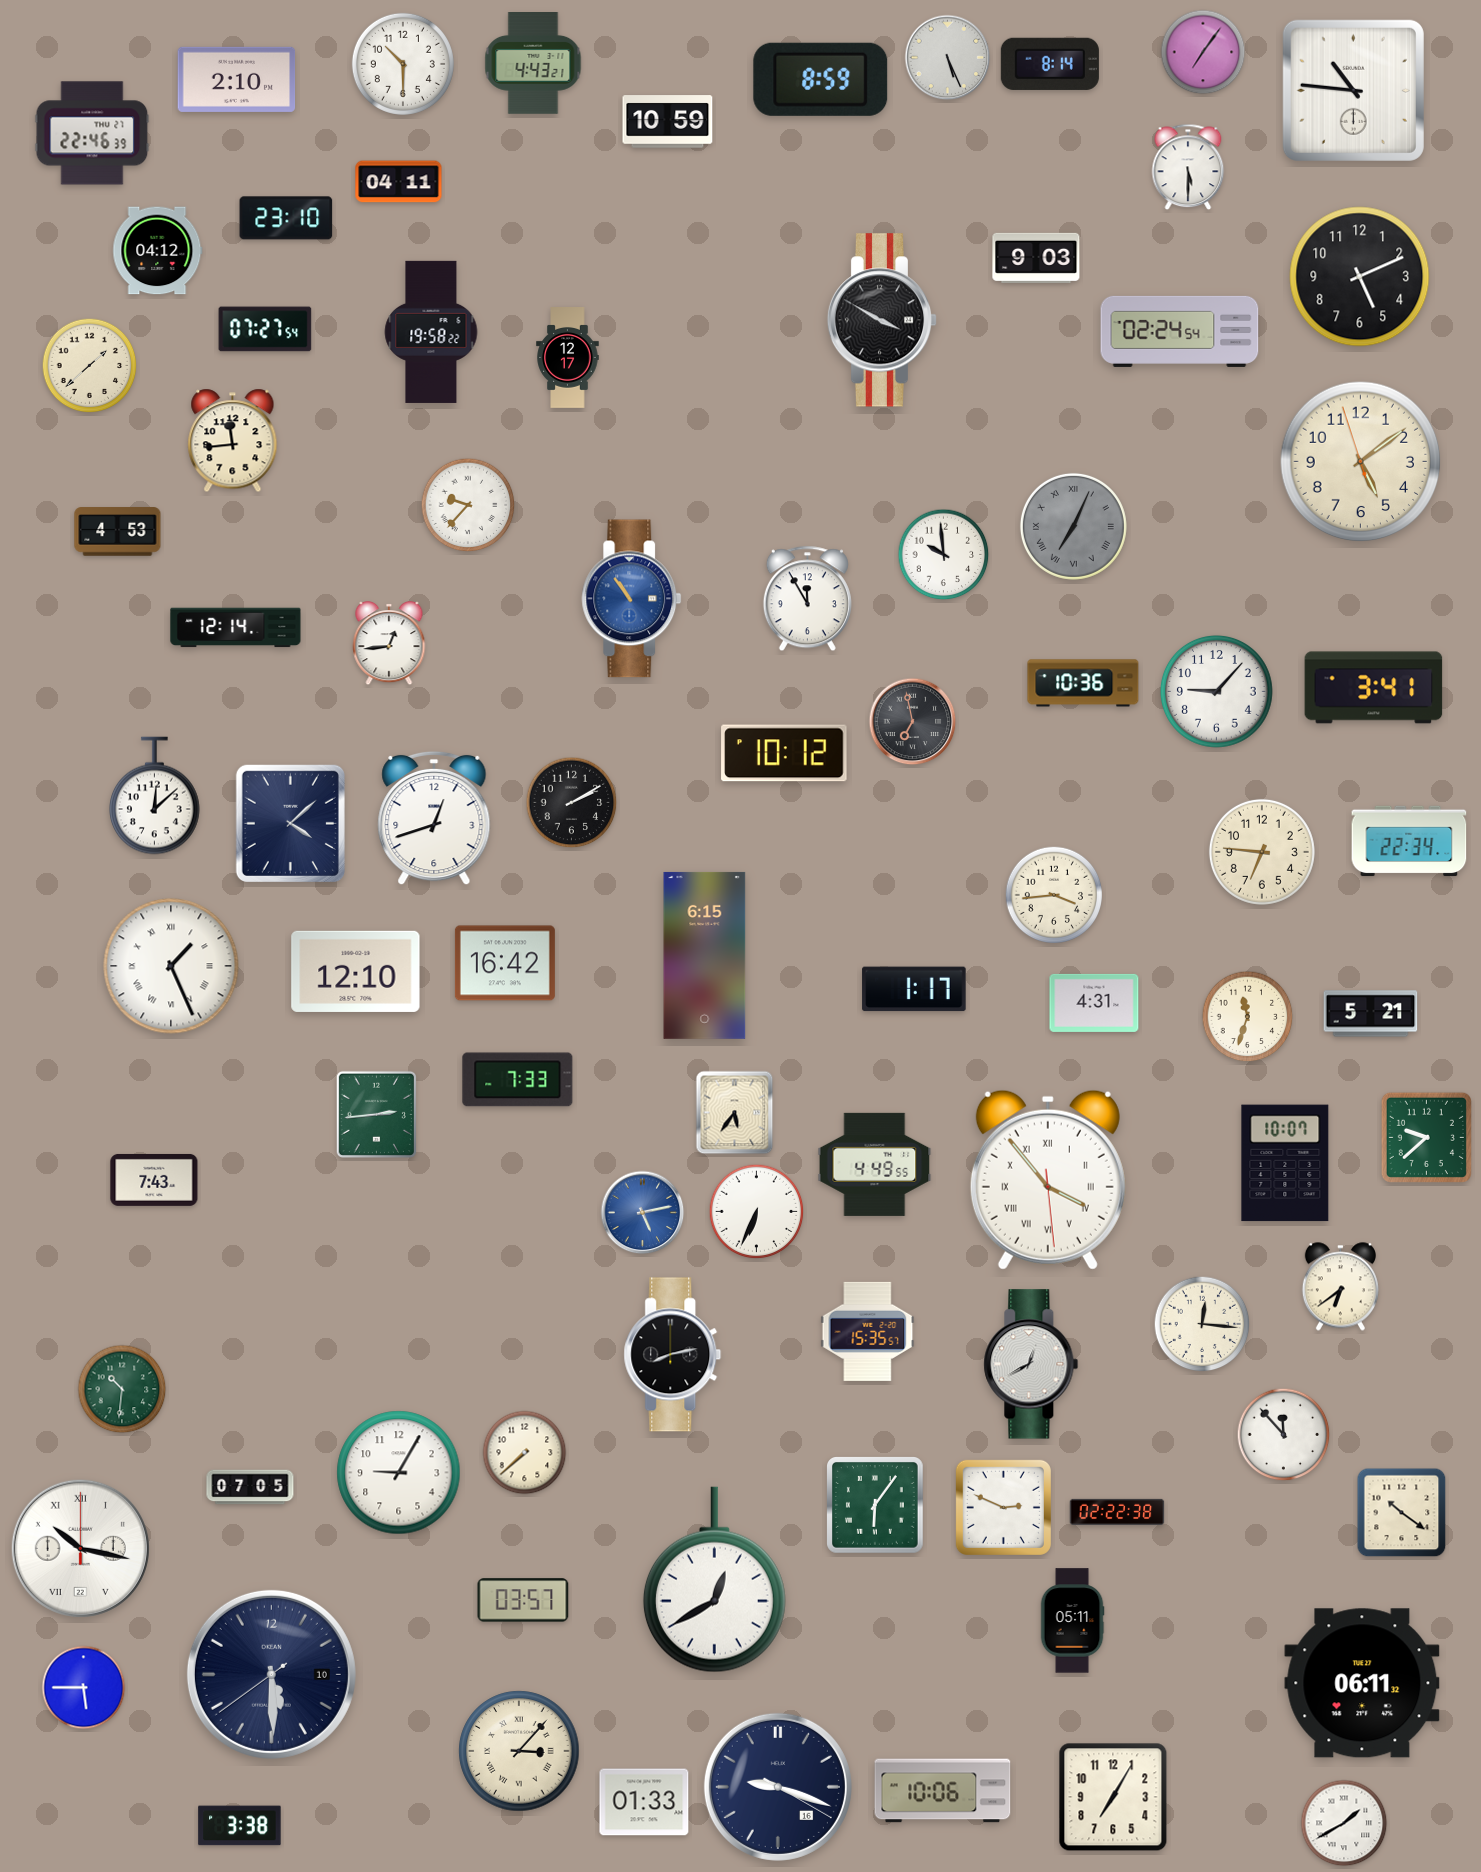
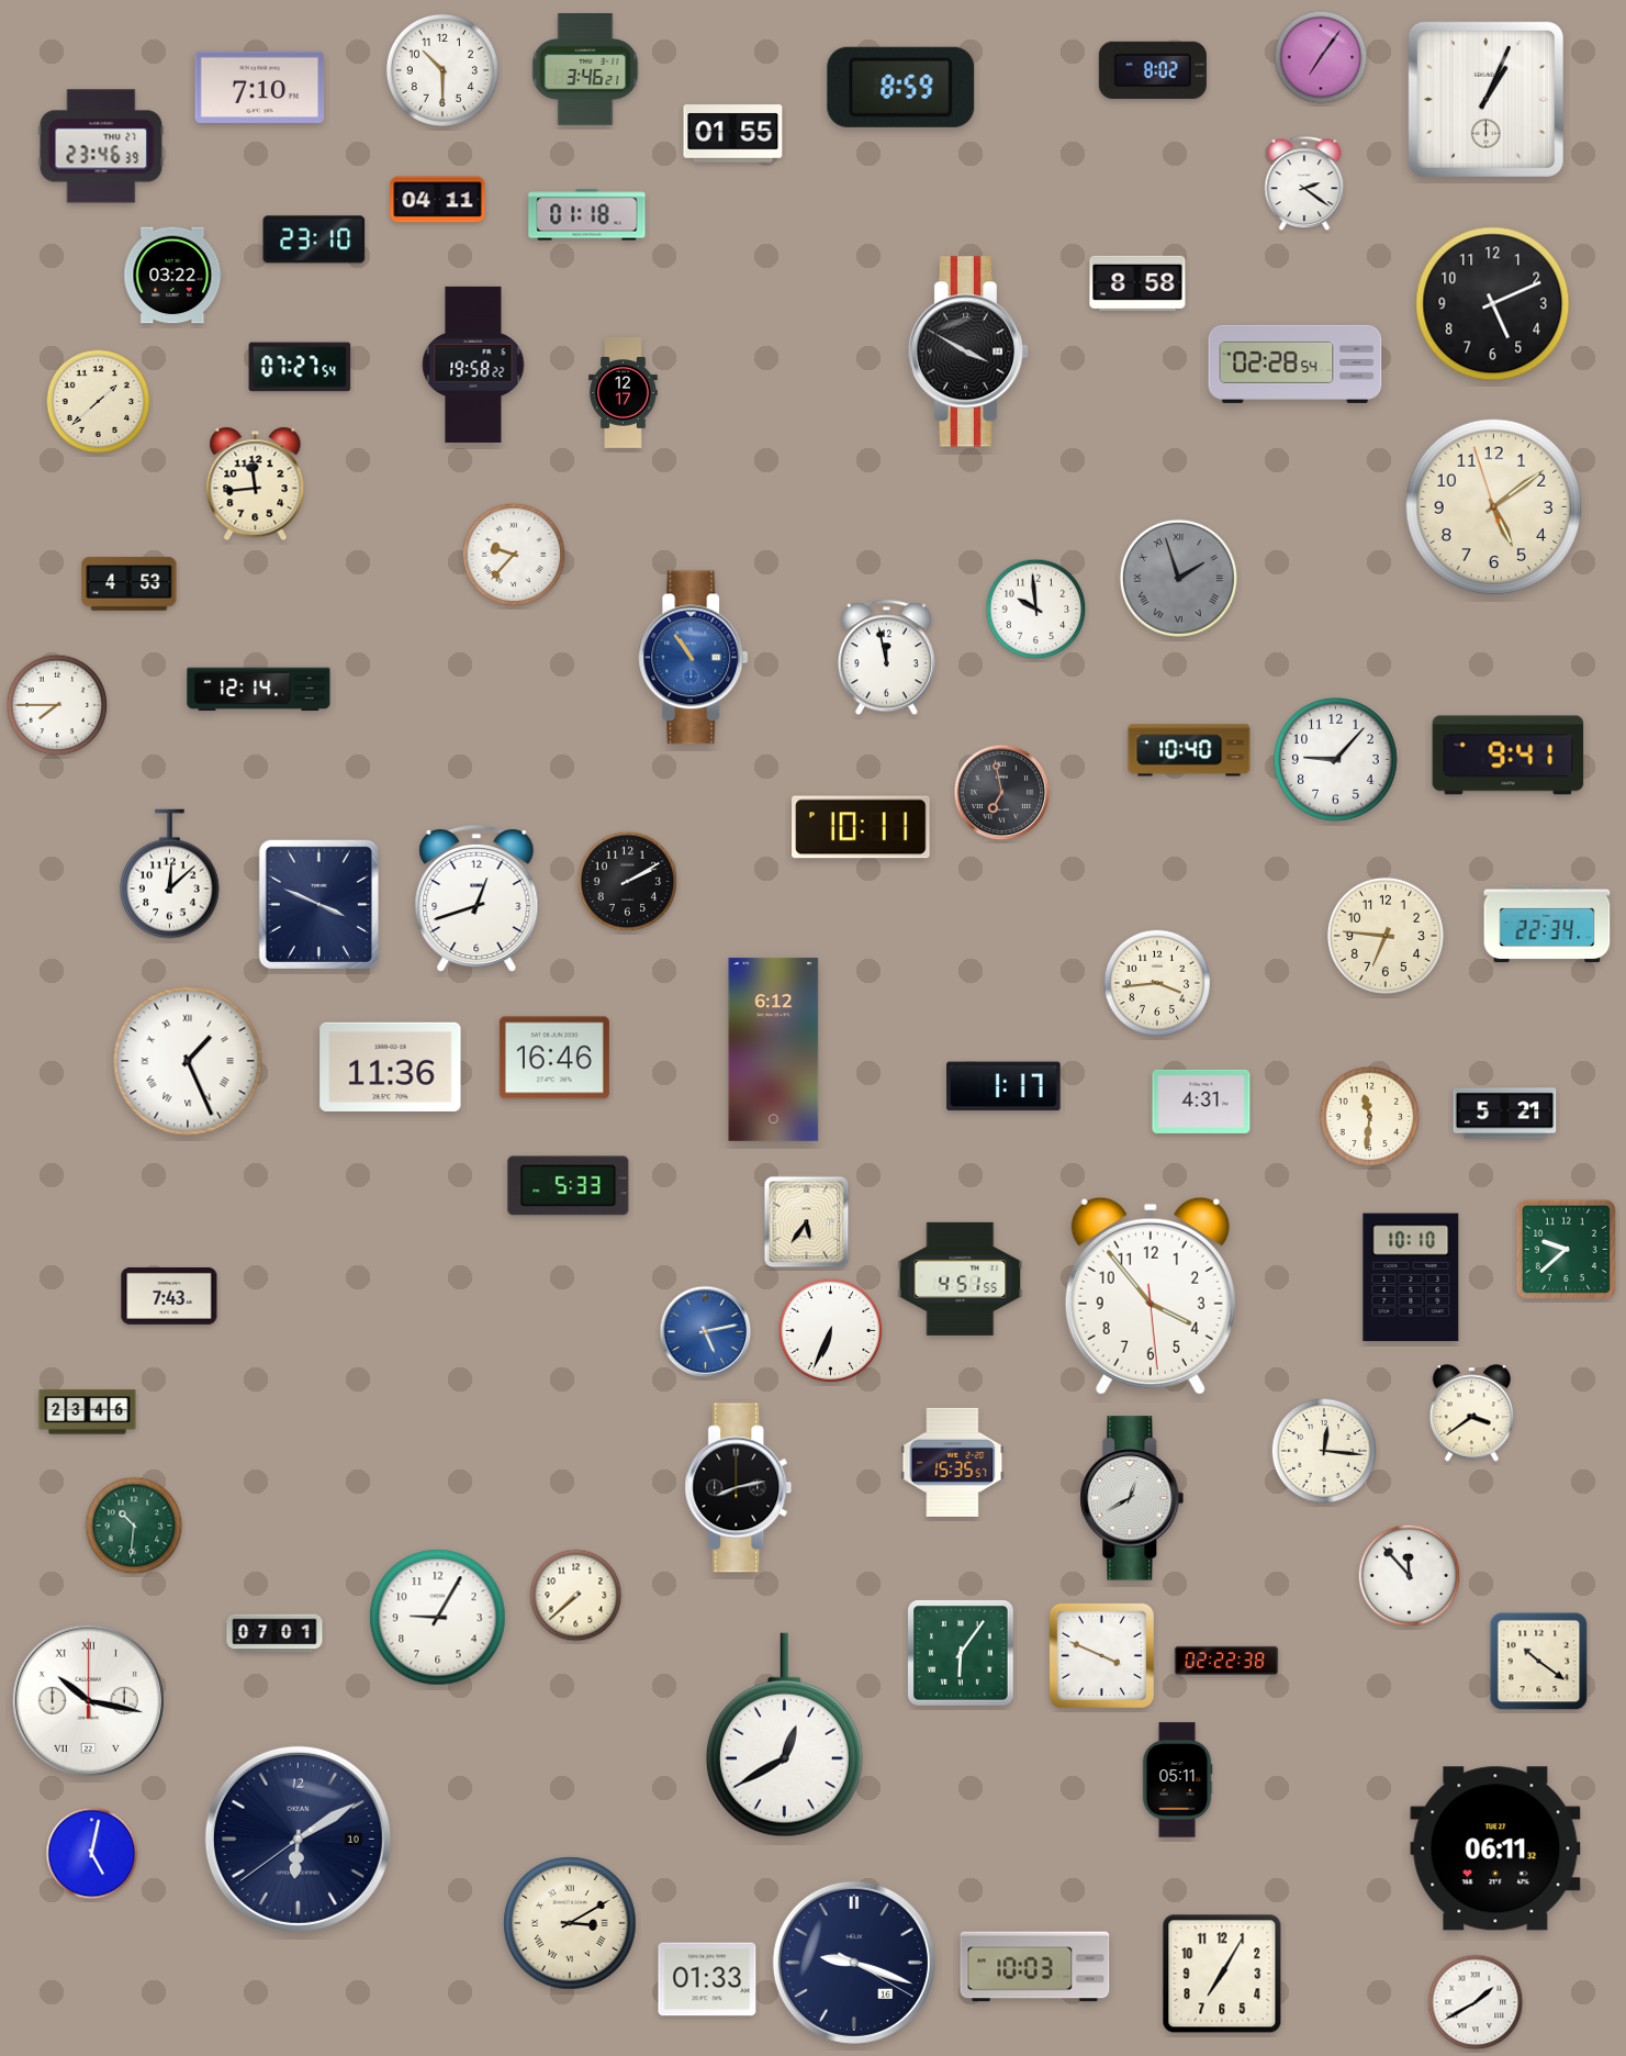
clock at (948, 58): 5:26 -> none
clock at (533, 64): 4:43 -> 3:46
clock at (1050, 64): 8:14 -> 8:02
clock at (237, 79): 2:10 -> 7:10
clock at (1353, 90): 10:46 -> 1:04
clock at (668, 122): 10:59 -> 01:55
clock at (92, 133): 22:46 -> 23:46
clock at (1188, 167): 5:30 -> 2:21
clock at (587, 215): none -> 01:18
clock at (158, 251): 04:12 -> 03:22
clock at (1036, 258): 9:03 -> 8:58
clock at (265, 329) position: (265, 329) -> (300, 367)
clock at (1180, 331): 02:24 -> 02:28
clock at (1073, 526): 7:04 -> 1:57
clock at (807, 599): 11:55 -> 11:58
clock at (57, 705): none -> 7:45
clock at (389, 644): 12:44 -> none
clock at (1083, 683): 10:36 -> 10:40
clock at (1374, 688): 3:41 -> 9:41
clock at (784, 753): 10:12 -> 10:11
clock at (290, 823): 4:08 -> 3:49
clock at (705, 955): 6:15 -> 6:12
clock at (505, 963): 16:42 -> 16:46
clock at (356, 971): 12:10 -> 11:36
clock at (1248, 1017): 11:33 -> 11:31
clock at (518, 1080): 7:33 -> 5:33
clock at (376, 1114): 2:44 -> none
clock at (1285, 1163): 10:07 -> 10:10
clock at (875, 1164): 4:49 -> 4:51
clock at (1048, 1180) numerals: Roman -> Arabic
clock at (88, 1412): none -> 23:46
clock at (1340, 1287): 6:39 -> 3:39
clock at (1202, 1324) position: (1202, 1324) -> (1324, 1451)
clock at (250, 1487): 07:05 -> 07:01
clock at (1003, 1507): 2:49 -> 3:49
clock at (523, 1600): 03:57 -> none
clock at (271, 1674): 5:29 -> 6:09
clock at (84, 1688): 5:45 -> 5:02
clock at (519, 1751): 3:07 -> 3:10
clock at (943, 1791): 10:06 -> 10:03
clock at (240, 1826): 3:38 -> none
